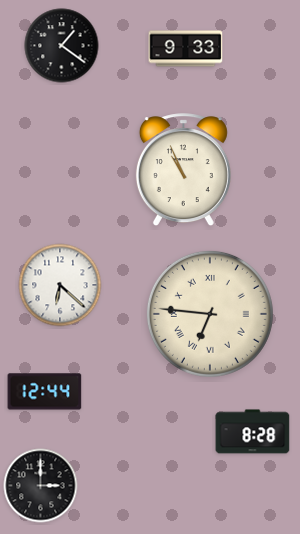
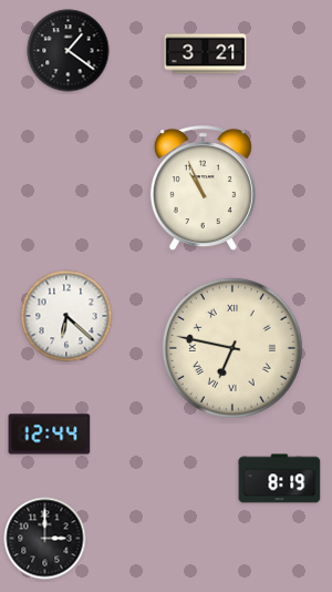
clock at (186, 49): 9:33 -> 3:21
clock at (210, 314): 6:46 -> 6:47
clock at (253, 432): 8:28 -> 8:19
